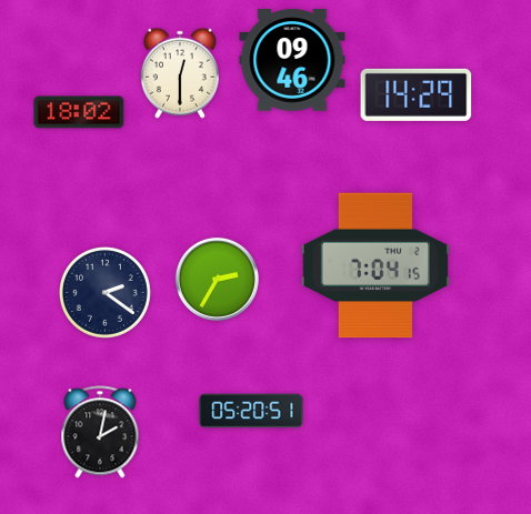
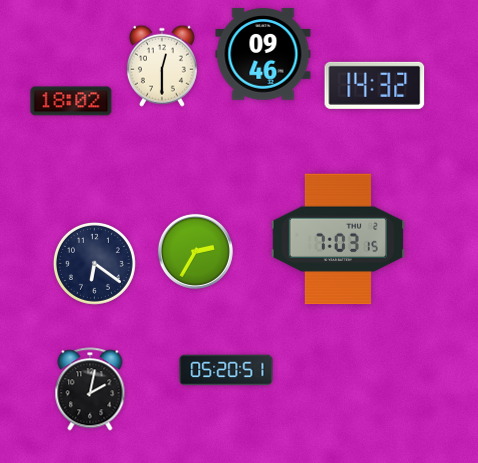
clock at (417, 94): 14:29 -> 14:32
clock at (374, 265): 7:04 -> 7:03
clock at (104, 292): 2:21 -> 6:21
